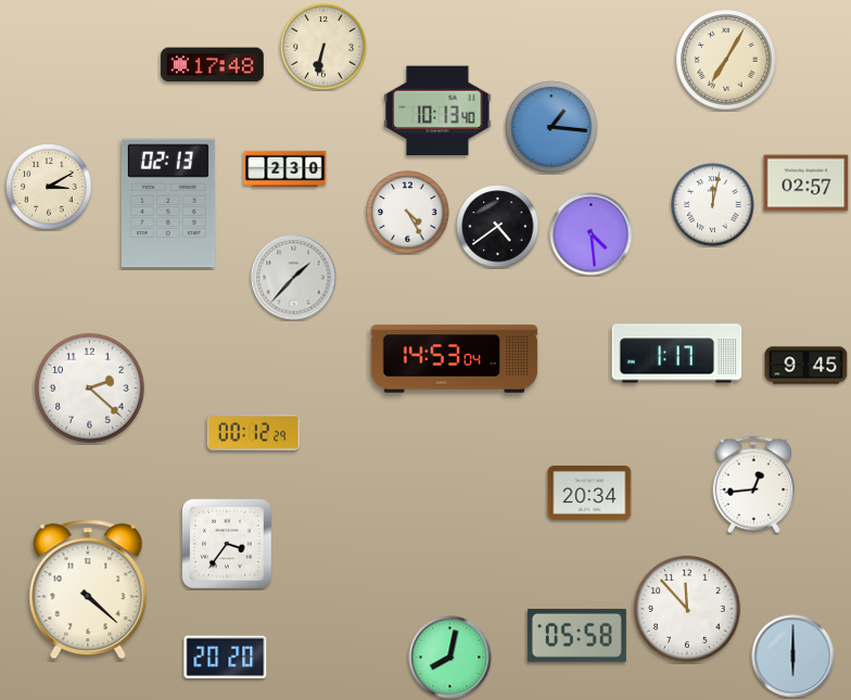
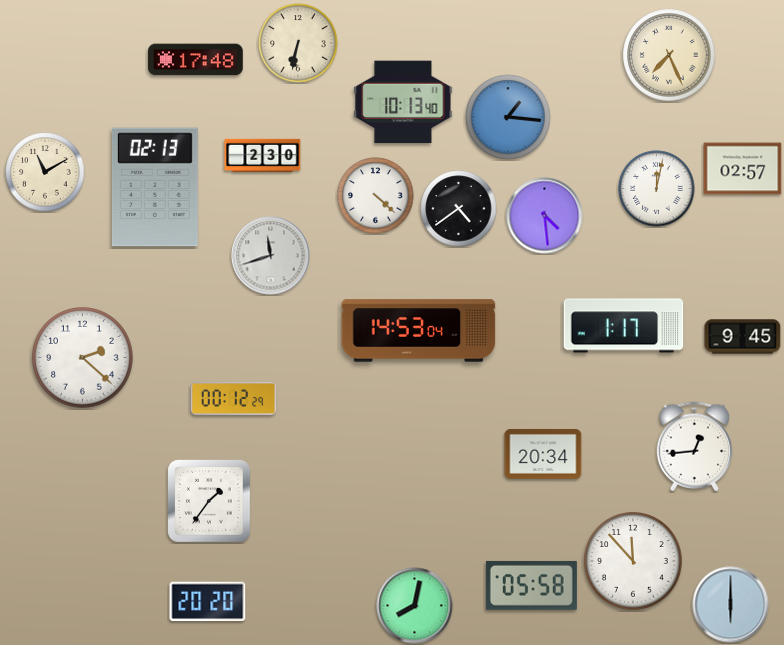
clock at (726, 60): 7:05 -> 7:26
clock at (49, 187): 3:10 -> 11:10
clock at (408, 213): 4:25 -> 4:22
clock at (294, 278): 1:37 -> 11:42
clock at (227, 544): 3:36 -> 1:36
clock at (88, 589): 4:22 -> none
clock at (226, 658) position: (226, 658) -> (208, 602)
